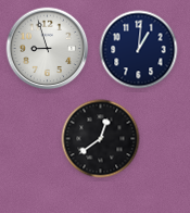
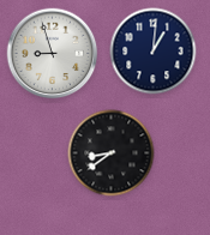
clock at (139, 50) position: (139, 50) -> (154, 52)
clock at (101, 139): 12:39 -> 8:39
